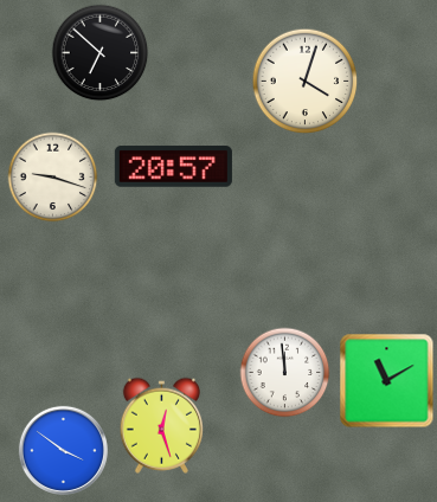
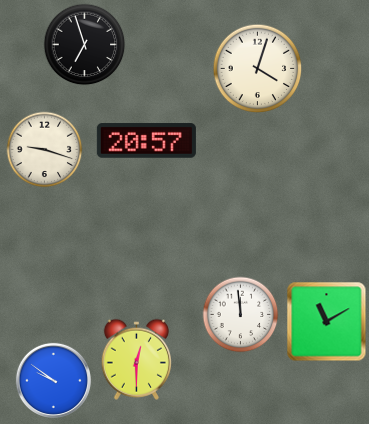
clock at (101, 53): 6:52 -> 6:57
clock at (161, 425): 12:27 -> 12:30
clock at (63, 450): 3:51 -> 9:51
